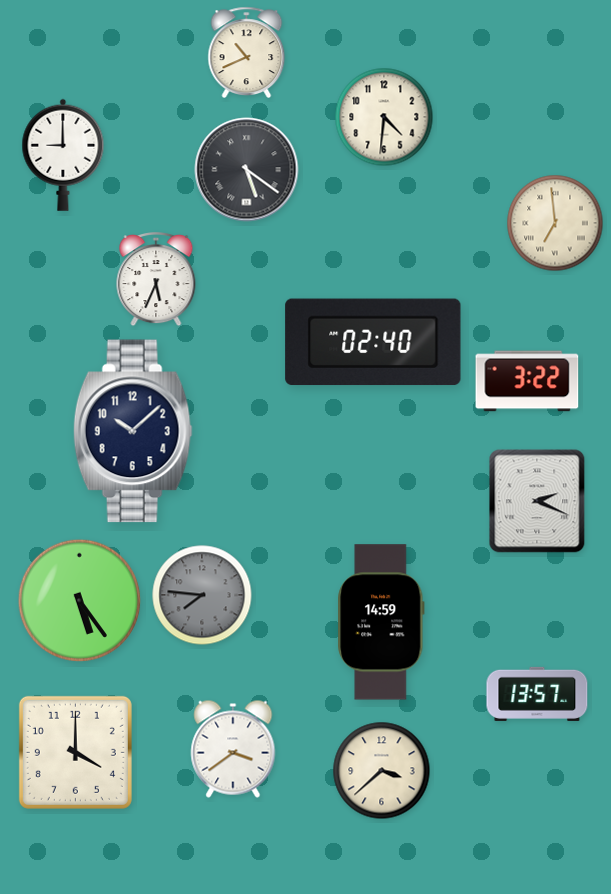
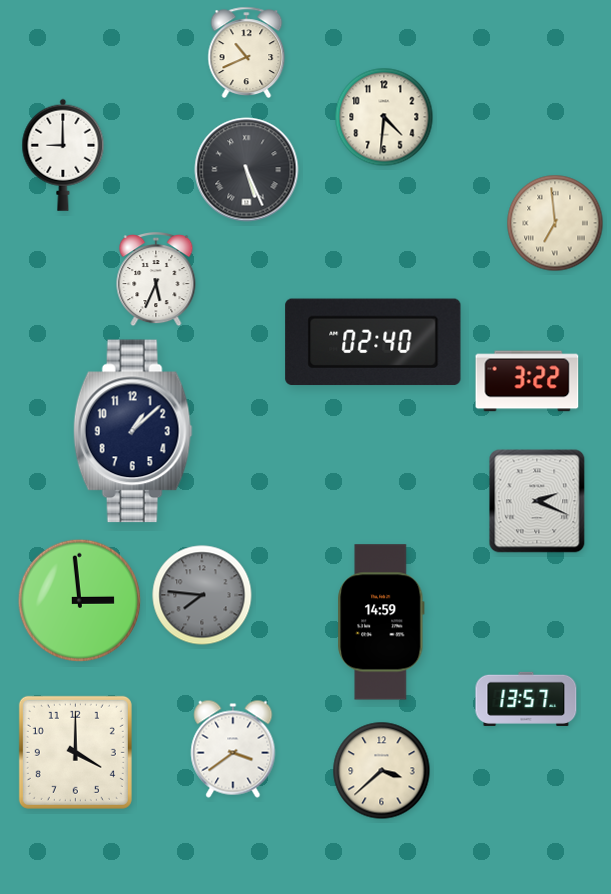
clock at (247, 170): 5:21 -> 5:26
clock at (133, 431): 10:08 -> 1:08
clock at (80, 601): 5:24 -> 2:59
clock at (537, 694) position: (537, 694) -> (526, 699)
